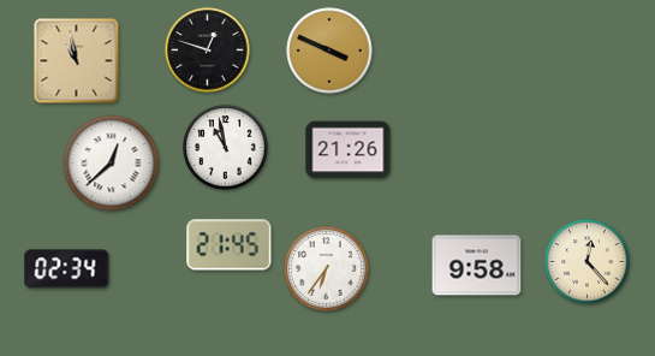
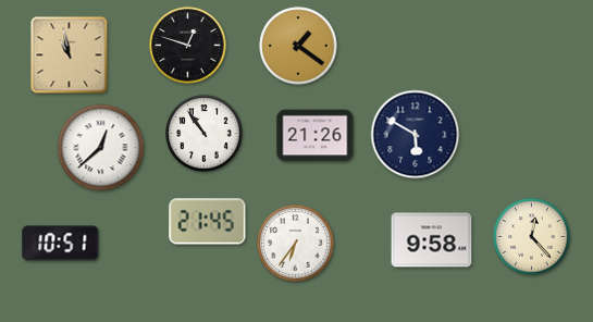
clock at (329, 51): 3:49 -> 1:21
clock at (226, 148): 10:58 -> 10:54
clock at (416, 135): none -> 5:50
clock at (67, 269): 02:34 -> 10:51
